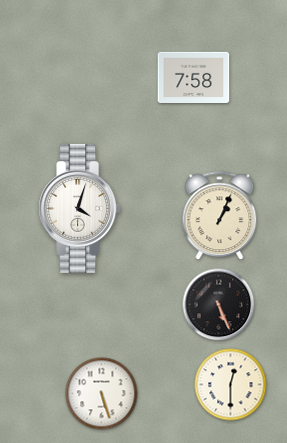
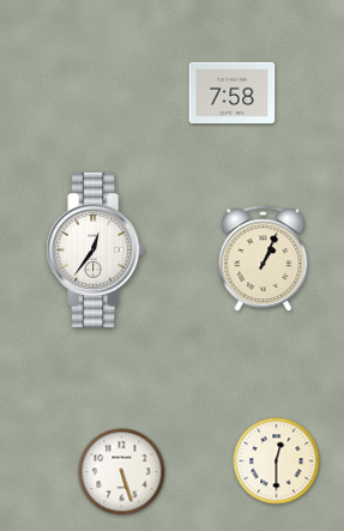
clock at (80, 208): 4:03 -> 12:36
clock at (219, 305): 5:26 -> none
